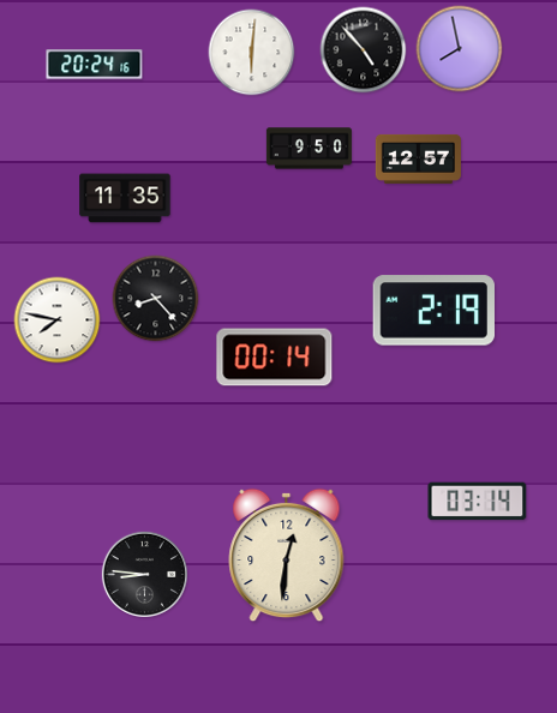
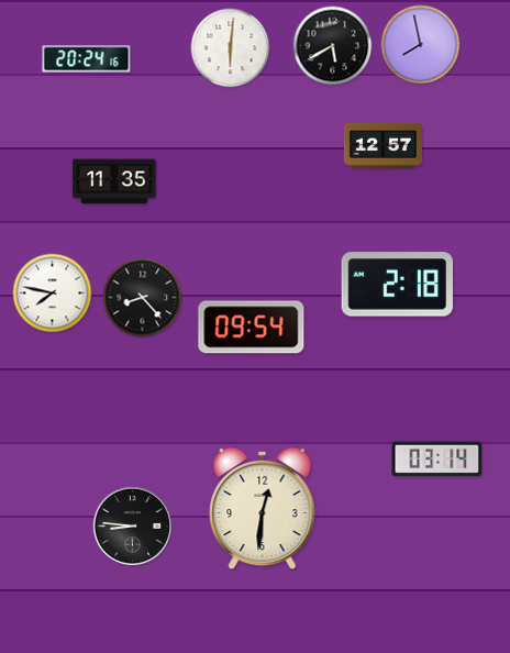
clock at (364, 50): 4:53 -> 5:40
clock at (309, 149): 9:50 -> none
clock at (156, 299) position: (156, 299) -> (143, 298)
clock at (433, 311): 2:19 -> 2:18
clock at (275, 358): 00:14 -> 09:54
